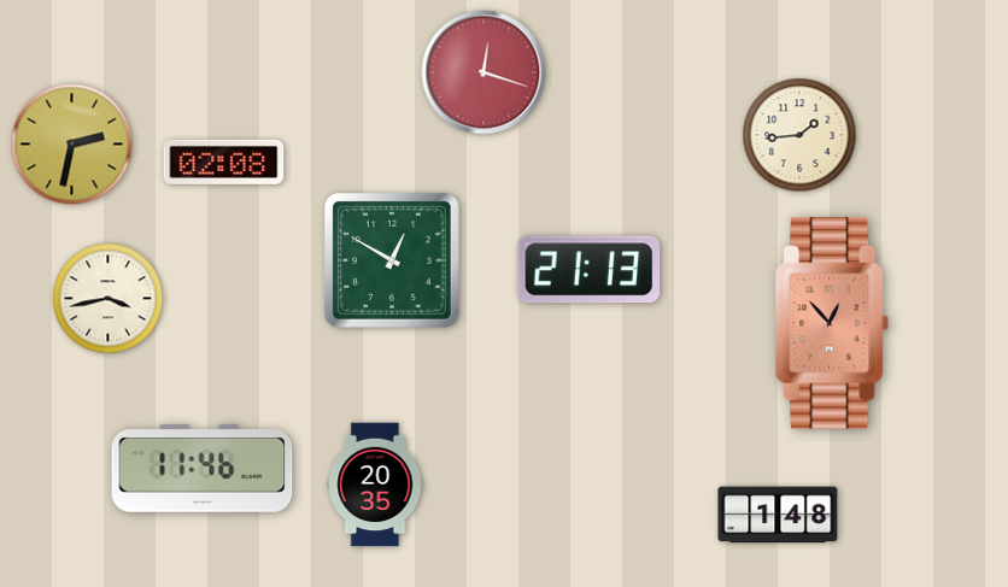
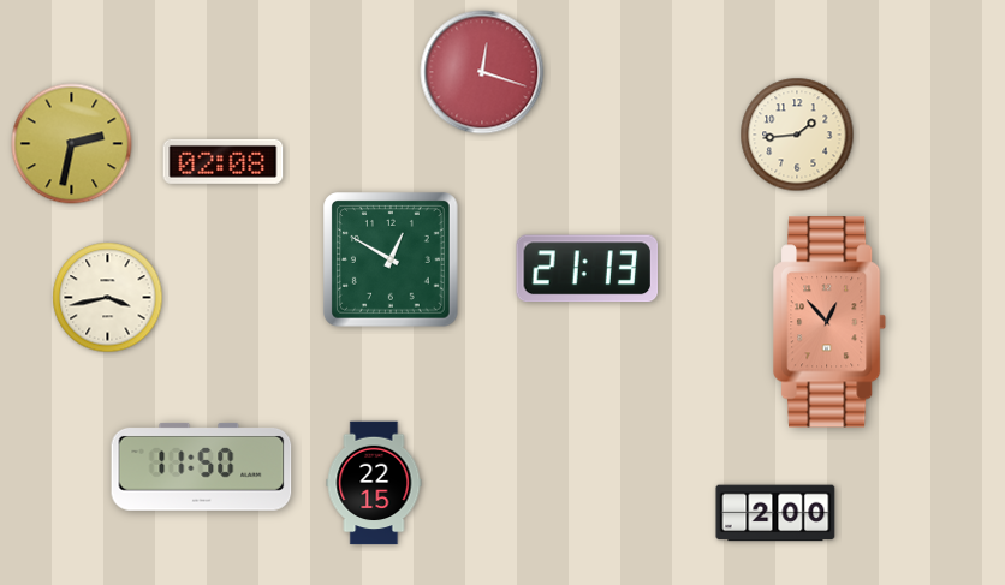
clock at (203, 468): 11:46 -> 11:50
clock at (375, 485): 20:35 -> 22:15
clock at (778, 515): 1:48 -> 2:00
